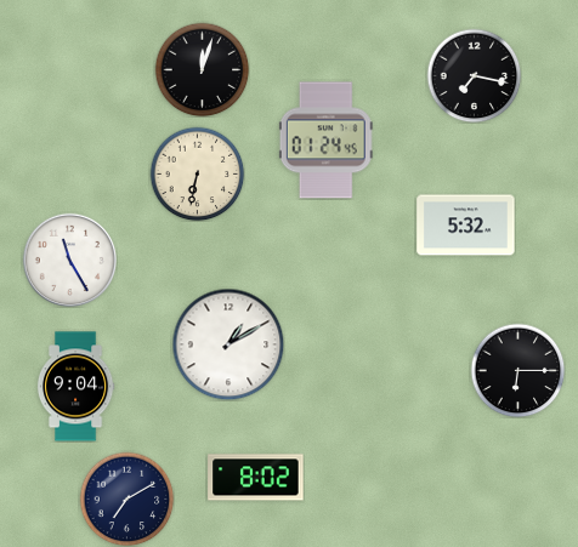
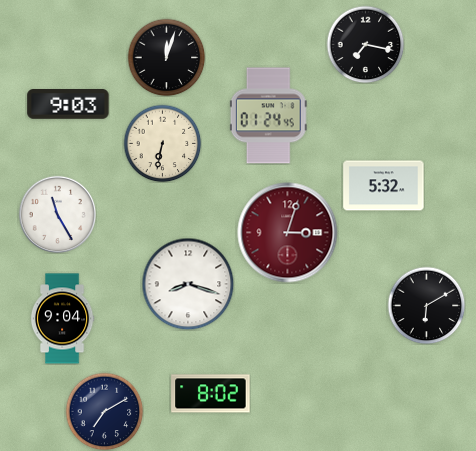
clock at (474, 75) position: (474, 75) -> (365, 44)
clock at (68, 105): none -> 9:03
clock at (288, 233): none -> 3:03
clock at (228, 344): 1:10 -> 8:18
clock at (517, 370): 6:15 -> 6:10
